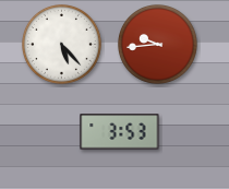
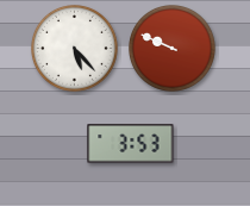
clock at (62, 45) position: (62, 45) -> (75, 49)
clock at (158, 45): 9:44 -> 9:49
